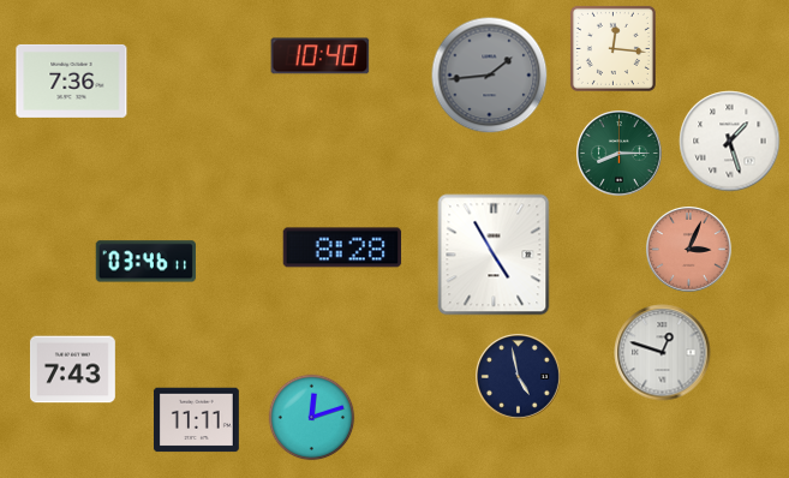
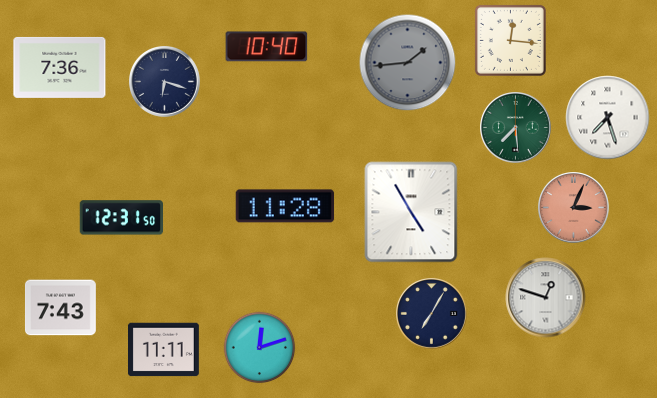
clock at (165, 82): none -> 6:18
clock at (730, 142): 1:27 -> 7:27
clock at (620, 154): 8:15 -> 7:29
clock at (342, 247): 8:28 -> 11:28
clock at (145, 262): 03:46 -> 12:31
clock at (663, 353) position: (663, 353) -> (546, 298)
clock at (519, 377): 4:58 -> 7:05
